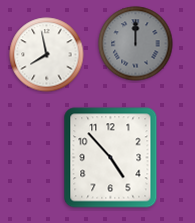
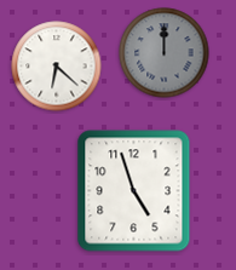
clock at (47, 55): 7:58 -> 6:22
clock at (111, 158): 4:53 -> 4:57
